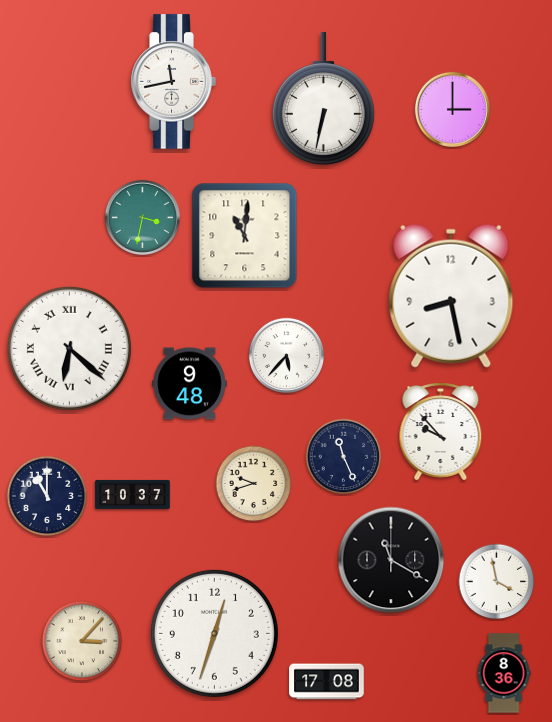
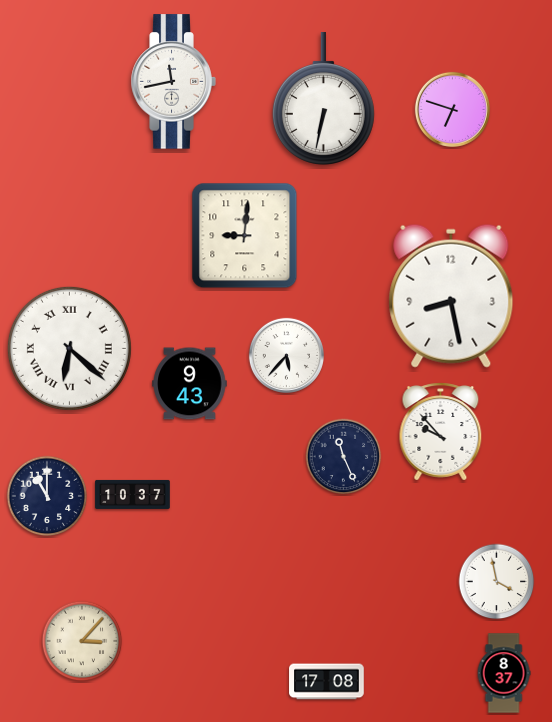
clock at (452, 109): 3:00 -> 6:48
clock at (142, 217): 3:32 -> none
clock at (245, 236): 11:01 -> 9:01
clock at (190, 384): 9:48 -> 9:43
clock at (254, 484): 9:42 -> none
clock at (391, 560): 11:20 -> none
clock at (214, 633): 12:33 -> none
clock at (504, 673): 8:36 -> 8:37
